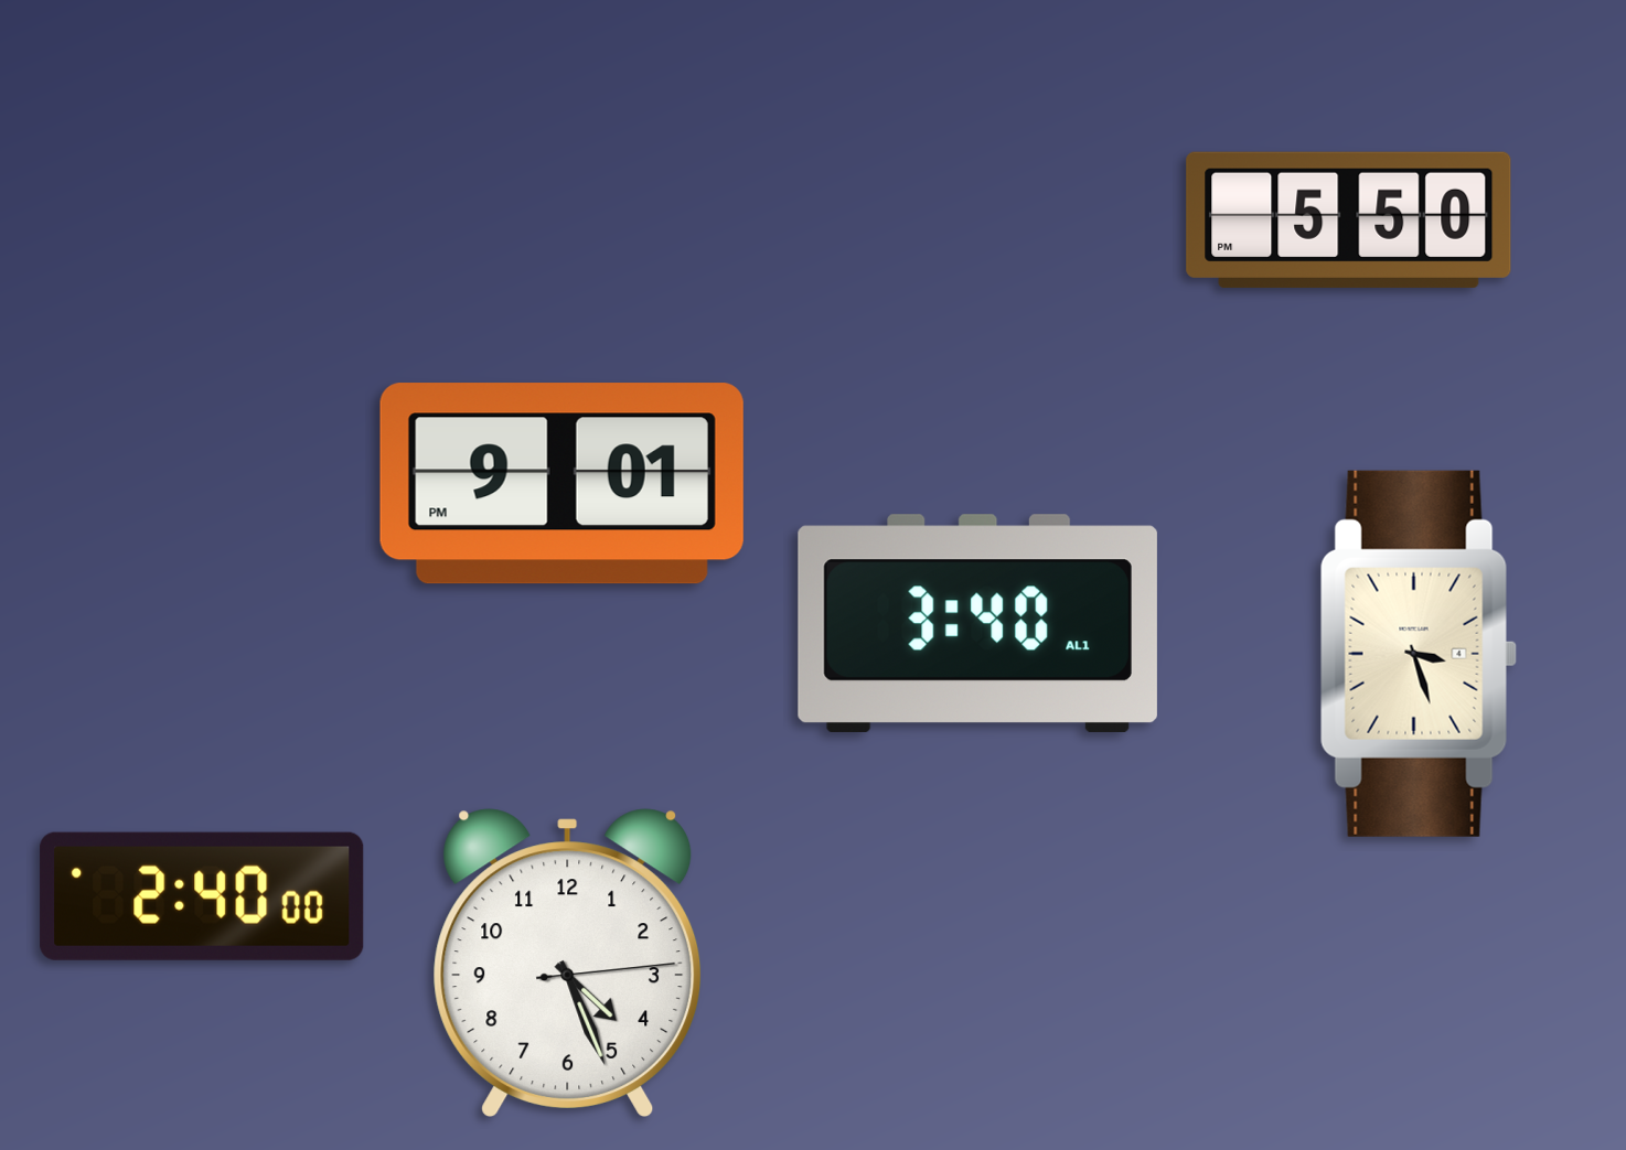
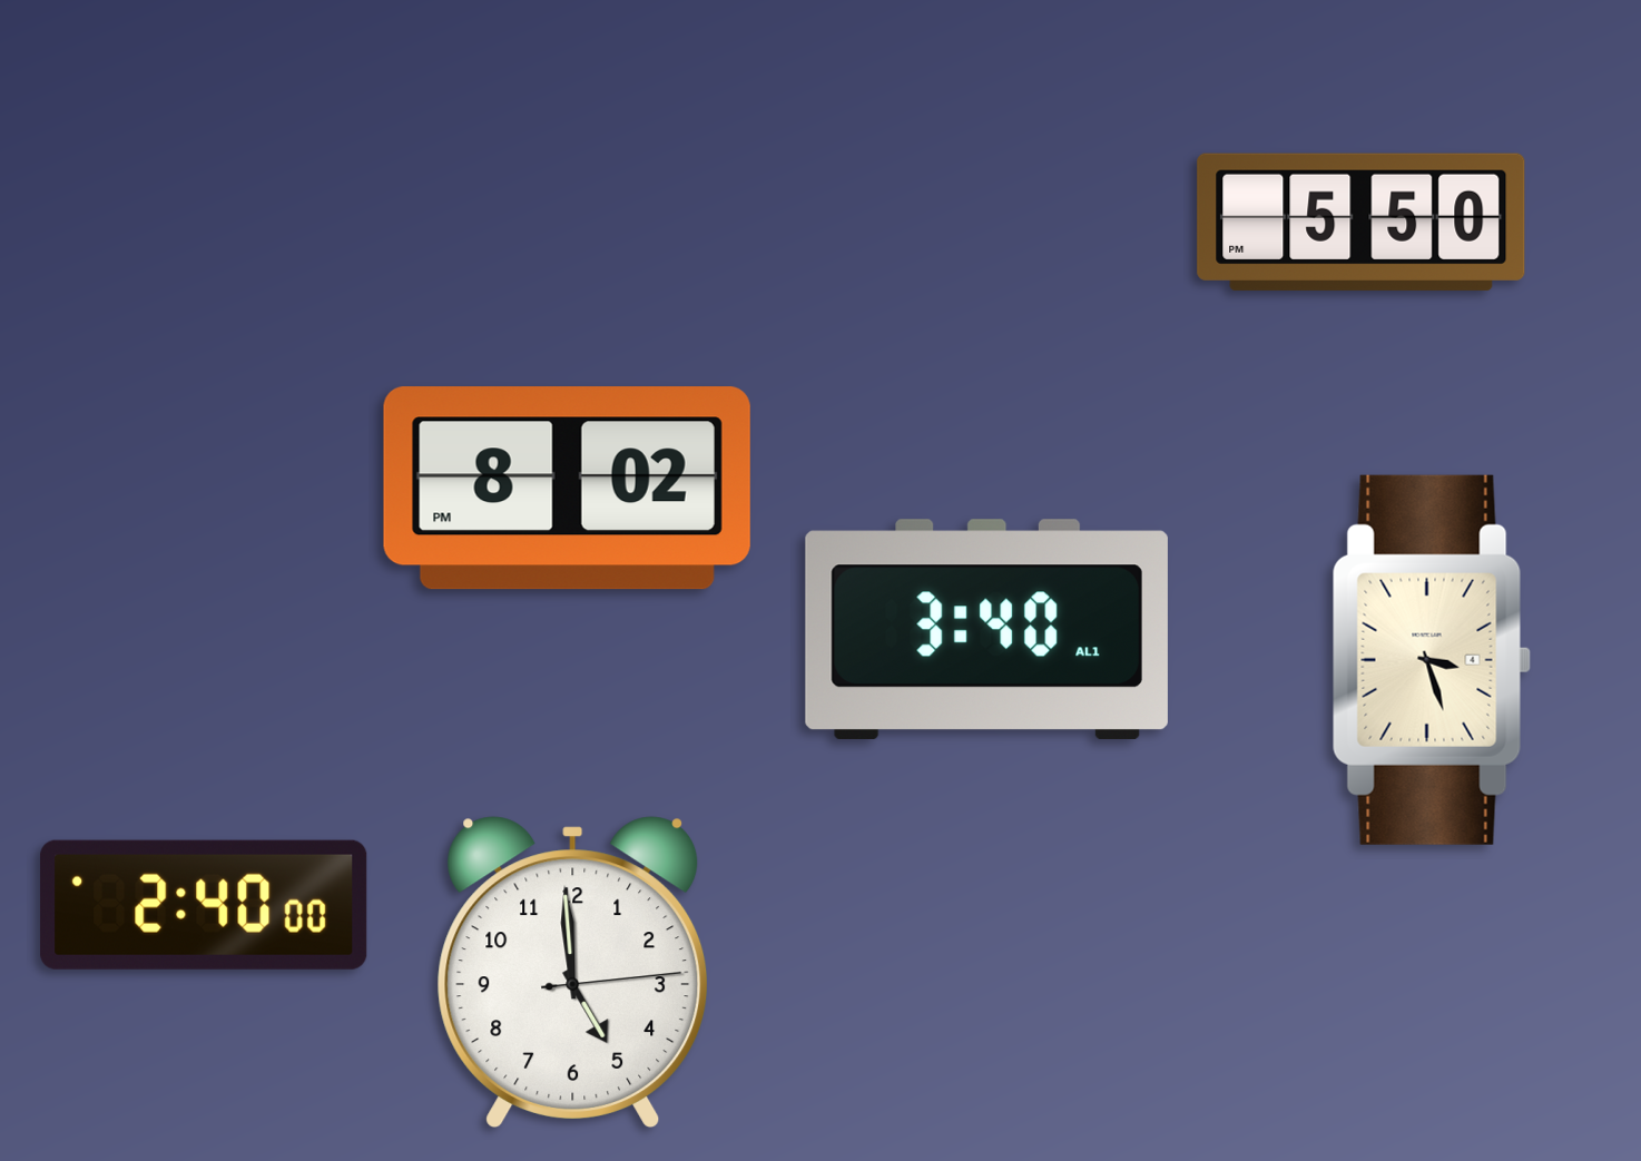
clock at (561, 484): 9:01 -> 8:02
clock at (568, 963): 4:26 -> 4:59
